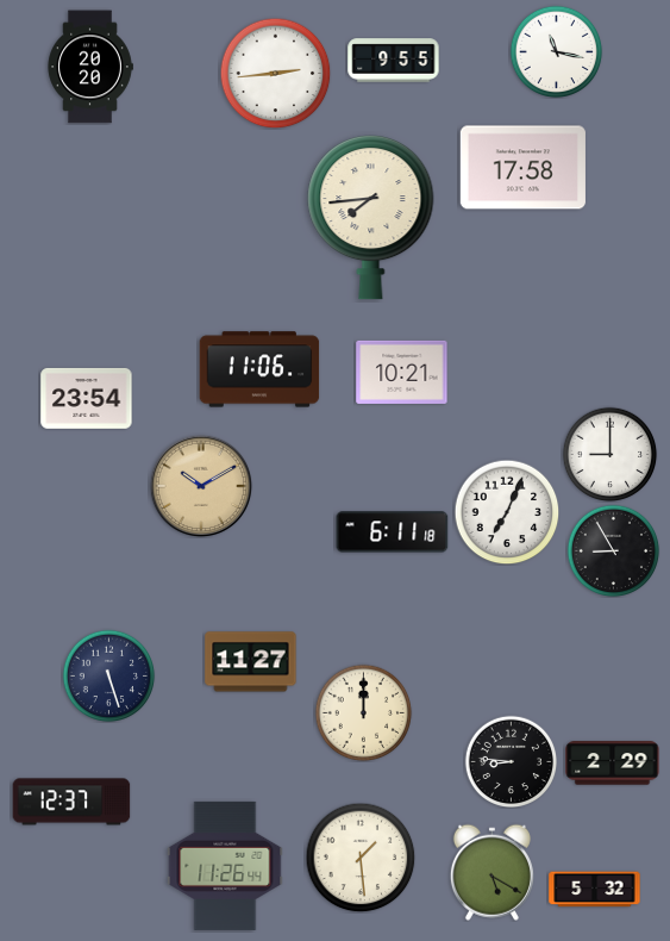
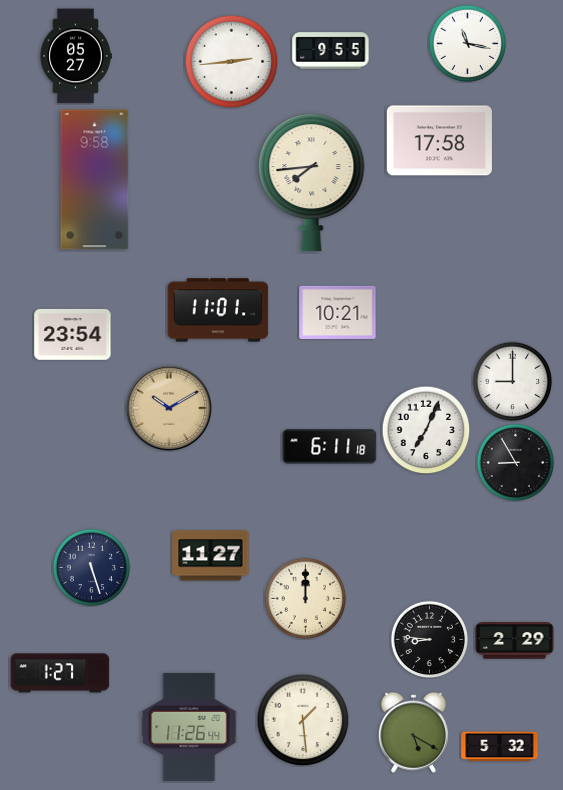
clock at (90, 67): 20:20 -> 05:27
clock at (95, 180): none -> 9:58
clock at (259, 369): 11:06 -> 11:01
clock at (71, 802): 12:37 -> 1:27
